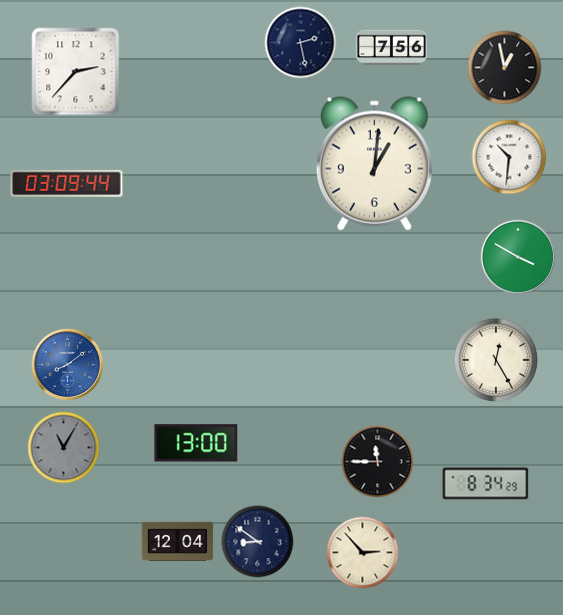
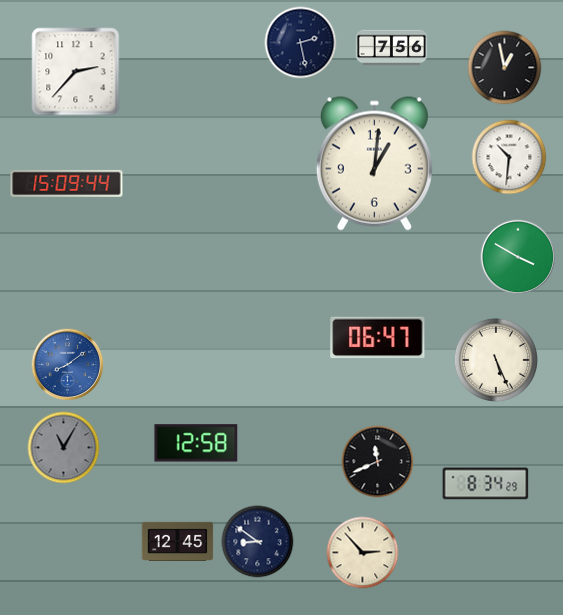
clock at (67, 183): 03:09 -> 15:09
clock at (378, 338): none -> 06:47
clock at (496, 360): 12:25 -> 5:26
clock at (196, 443): 13:00 -> 12:58
clock at (378, 462): 11:45 -> 11:41
clock at (178, 541): 12:04 -> 12:45
